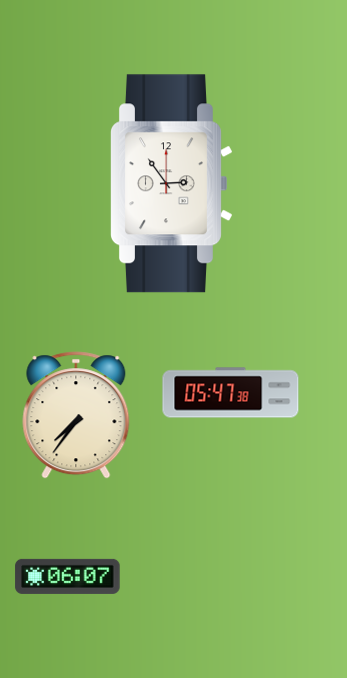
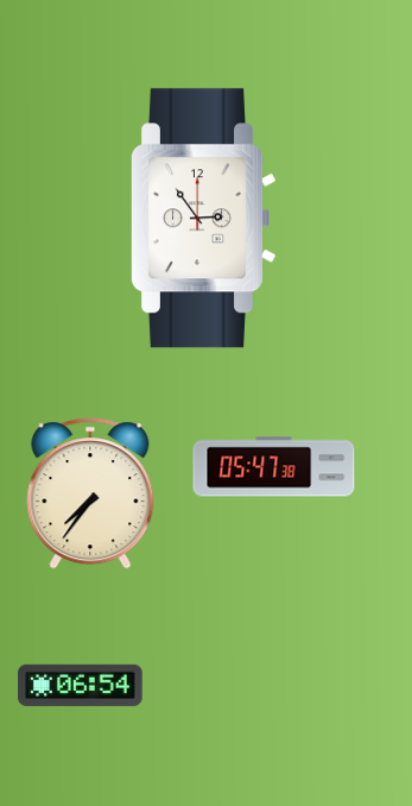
clock at (68, 576): 06:07 -> 06:54
